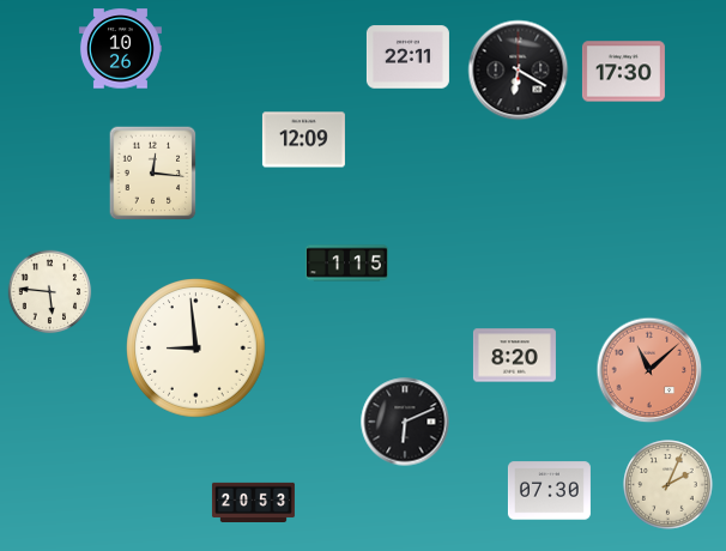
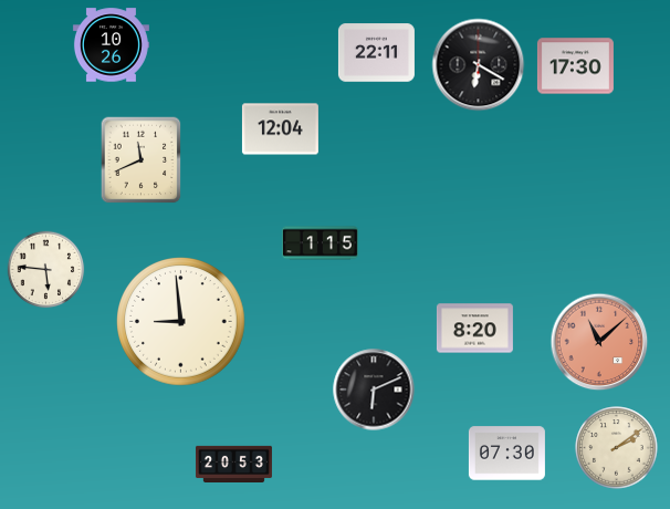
clock at (303, 140): 12:09 -> 12:04
clock at (153, 174): 12:16 -> 11:41
clock at (668, 485): 2:04 -> 2:09
